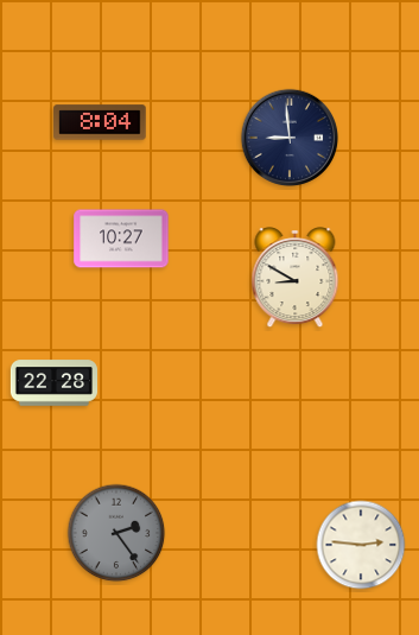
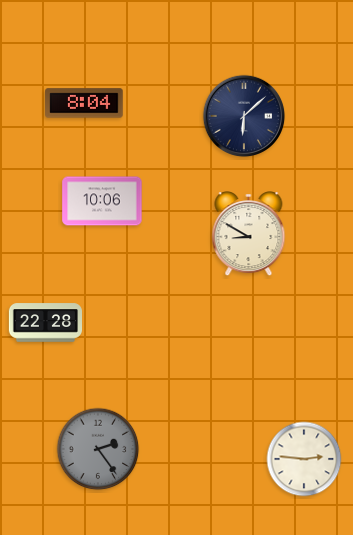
clock at (290, 138): 8:59 -> 6:08
clock at (121, 239): 10:27 -> 10:06
